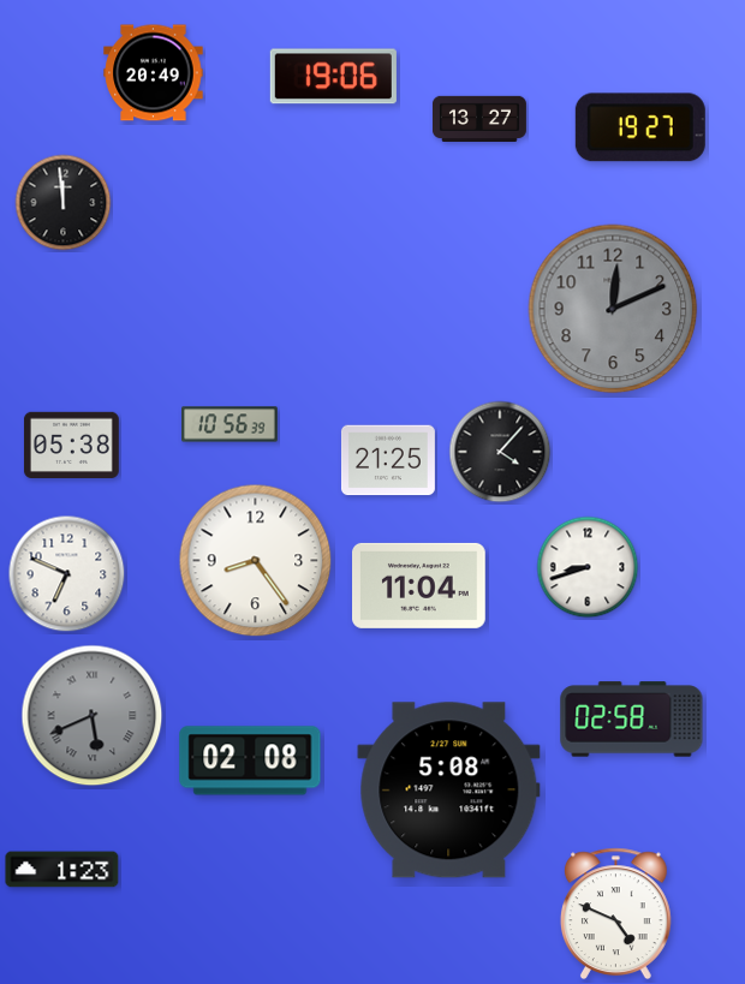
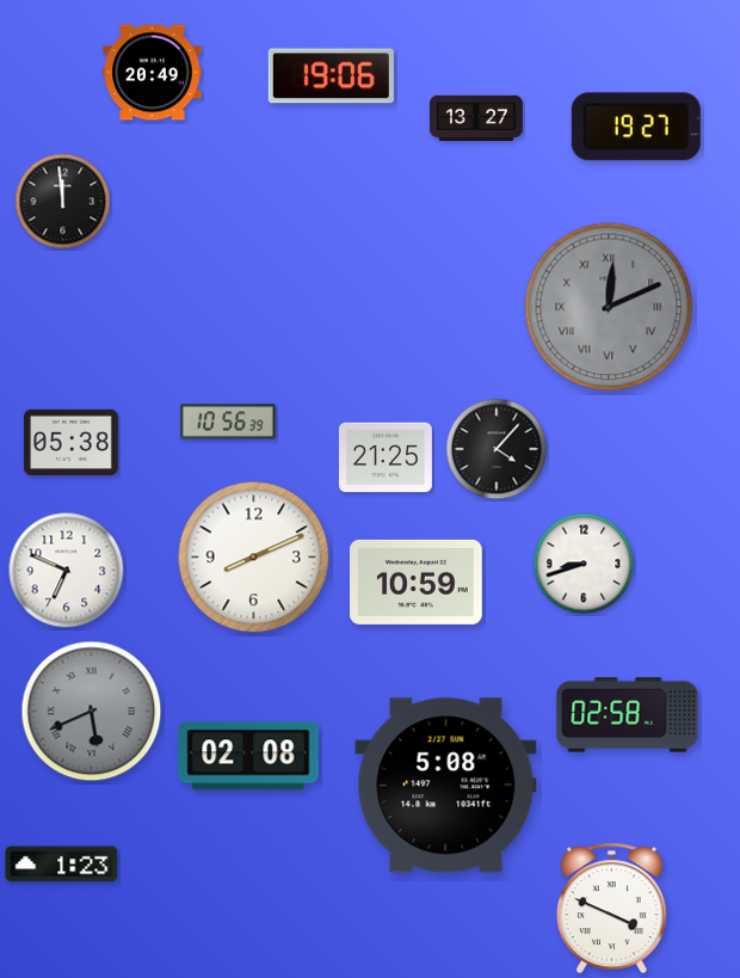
clock at (613, 309) numerals: Arabic -> Roman
clock at (256, 561): 8:24 -> 8:11
clock at (419, 585): 11:04 -> 10:59
clock at (615, 914): 4:49 -> 3:49
